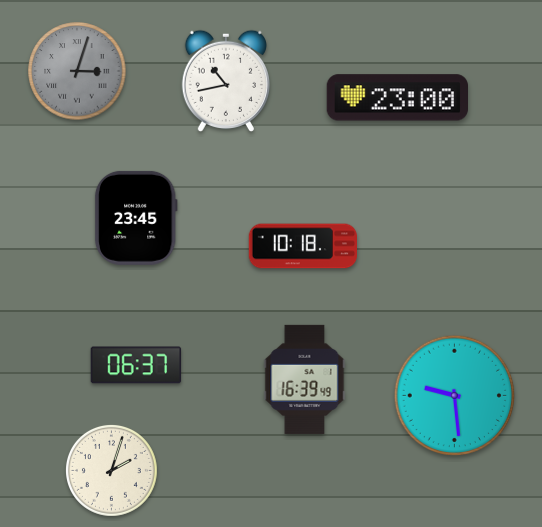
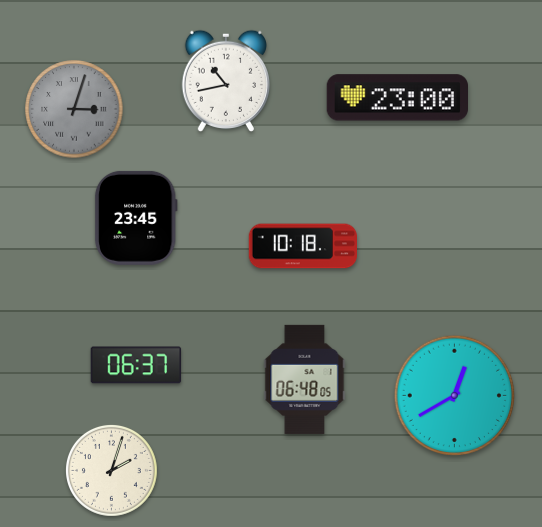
clock at (77, 71) position: (77, 71) -> (74, 109)
clock at (305, 379): 16:39 -> 06:48
clock at (454, 395): 9:29 -> 12:40
